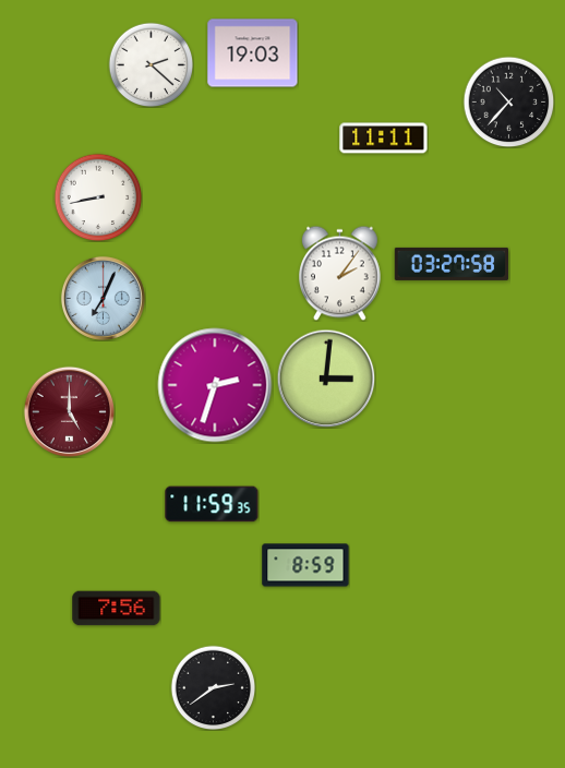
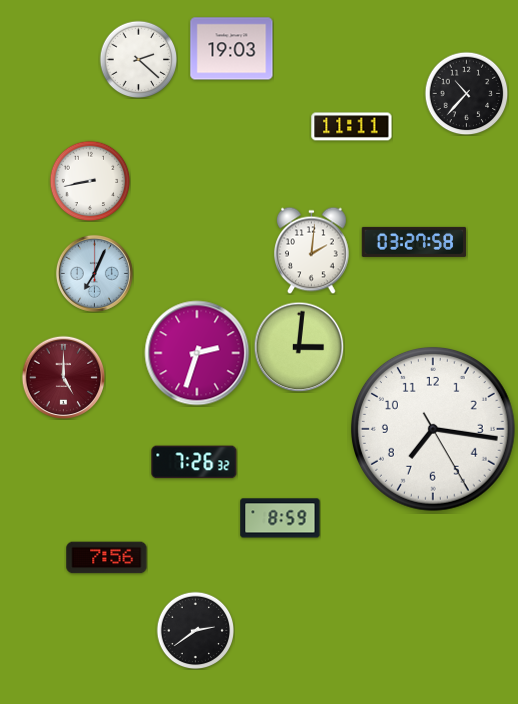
clock at (340, 273): 2:06 -> 2:01
clock at (433, 429): none -> 7:16
clock at (212, 504): 11:59 -> 7:26
